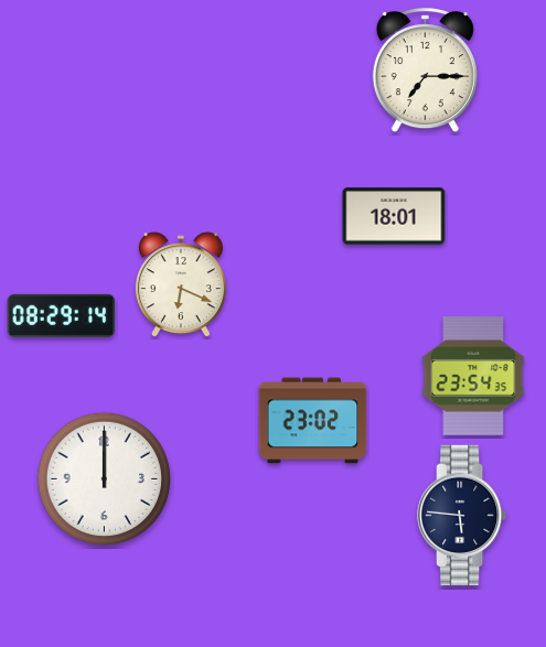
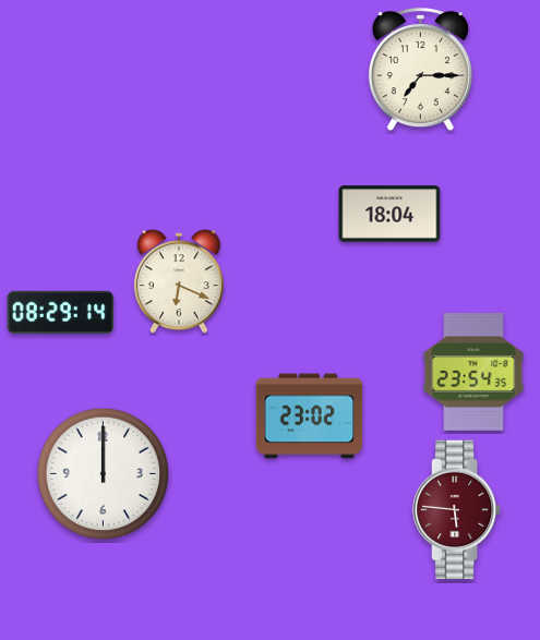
clock at (394, 216): 18:01 -> 18:04
clock at (473, 376) position: (473, 376) -> (473, 372)
clock at (462, 516) dial: navy -> burgundy
